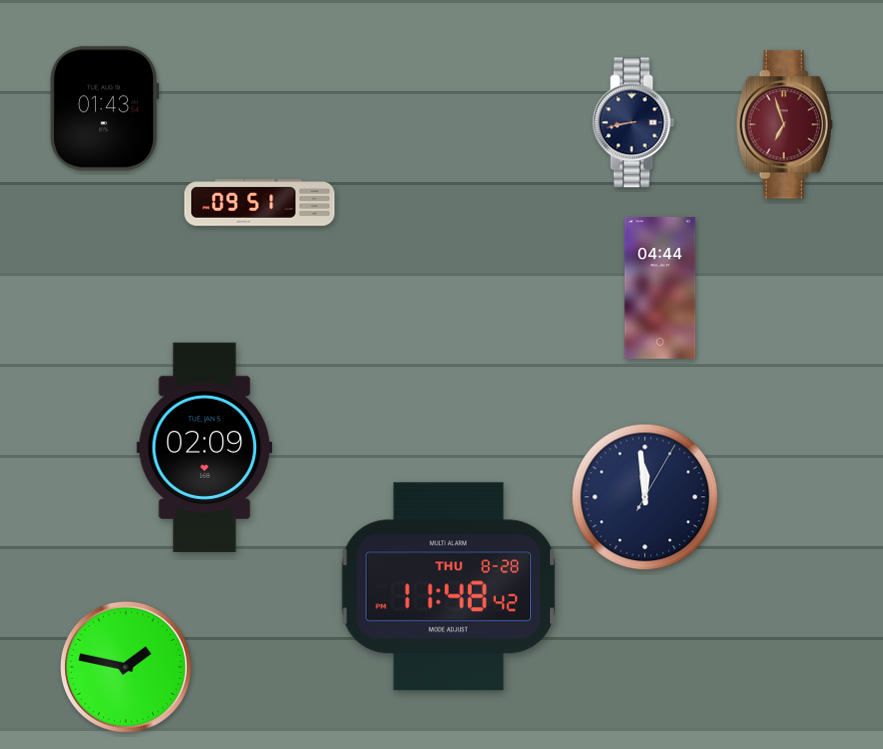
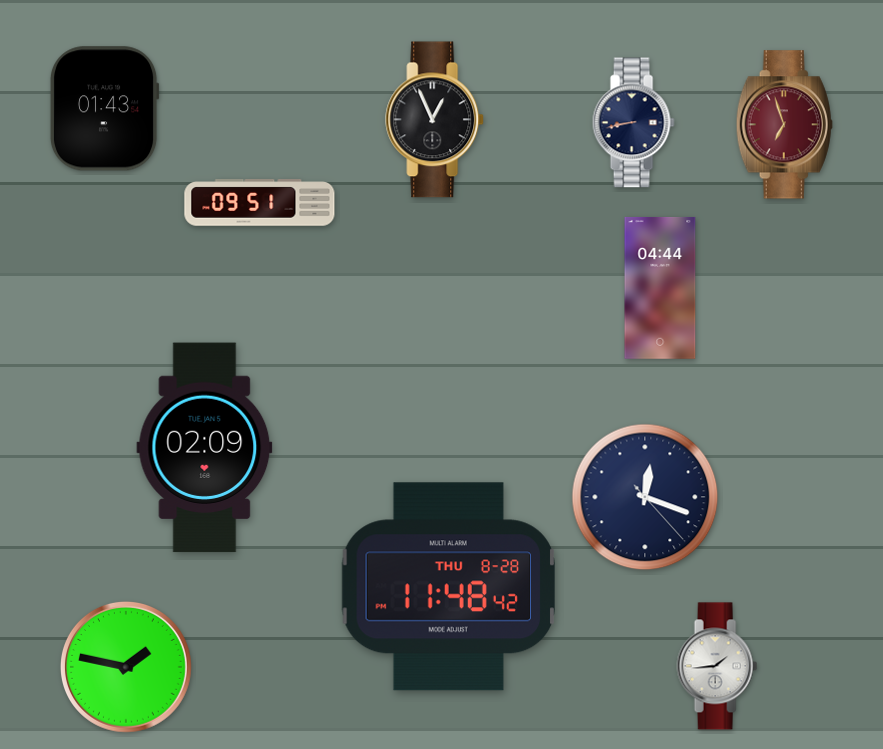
clock at (435, 120): none -> 12:56
clock at (645, 497): 11:59 -> 12:18
clock at (717, 666): none -> 1:44
